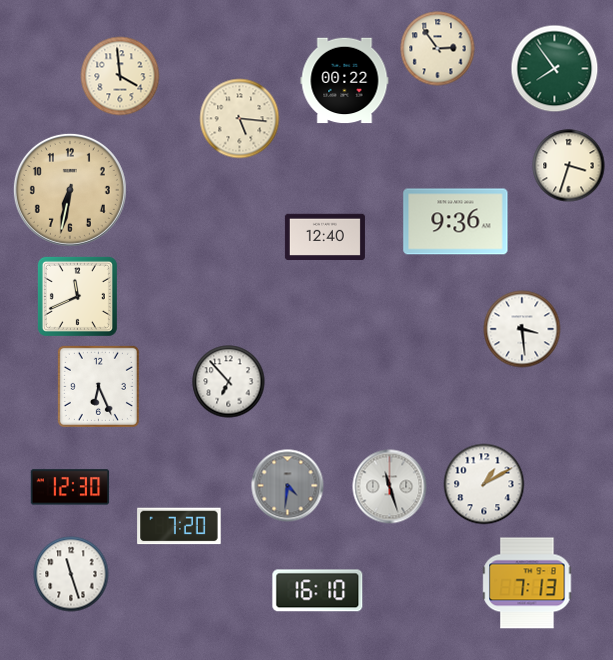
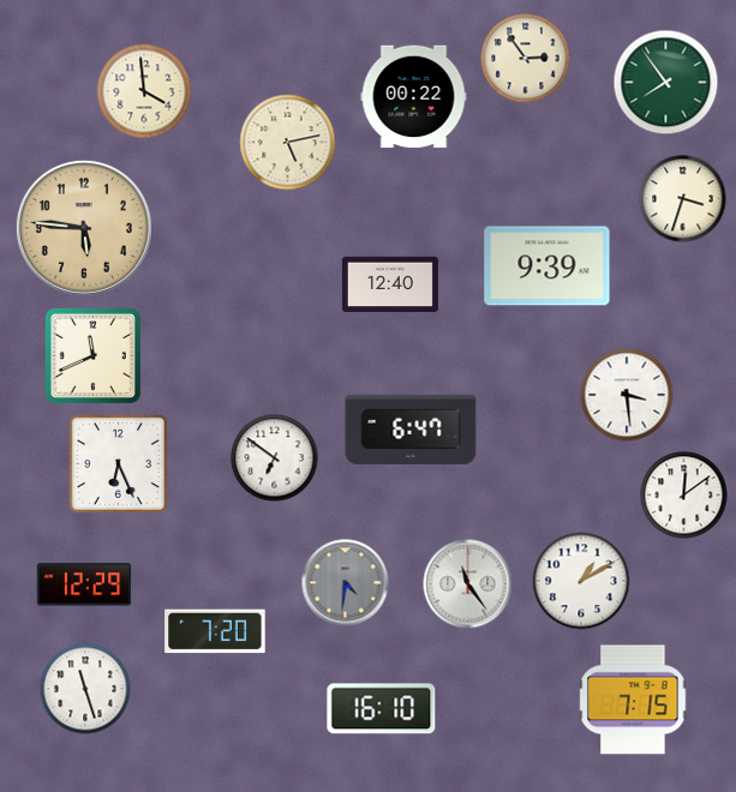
clock at (240, 119): 5:16 -> 5:13
clock at (70, 190): 6:32 -> 5:46
clock at (456, 222): 9:36 -> 9:39
clock at (411, 430): none -> 6:47
clock at (229, 382): 6:53 -> 6:51
clock at (684, 496): none -> 12:09
clock at (70, 487): 12:30 -> 12:29
clock at (390, 487): 11:27 -> 11:24
clock at (527, 583): 7:13 -> 7:15
